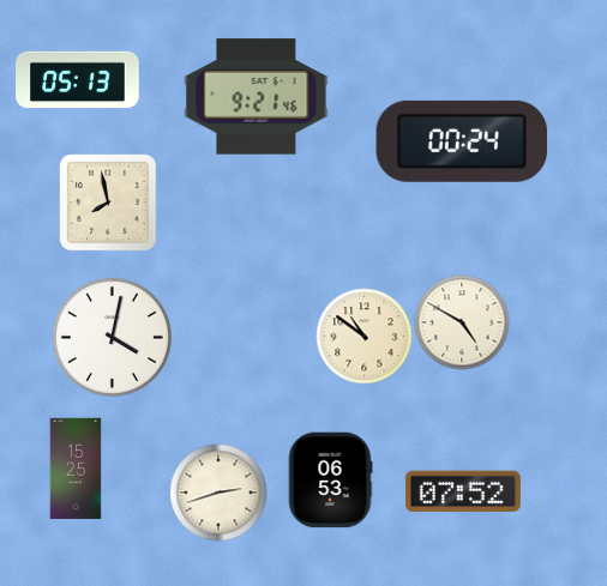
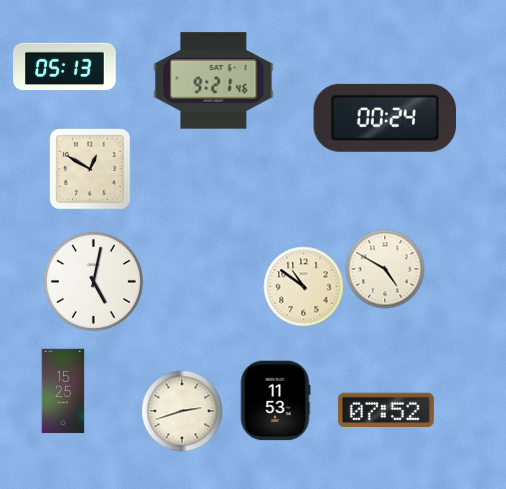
clock at (108, 203): 7:58 -> 12:50
clock at (363, 336) position: (363, 336) -> (303, 286)
clock at (112, 337): 4:02 -> 5:02
clock at (330, 479): 06:53 -> 11:53
